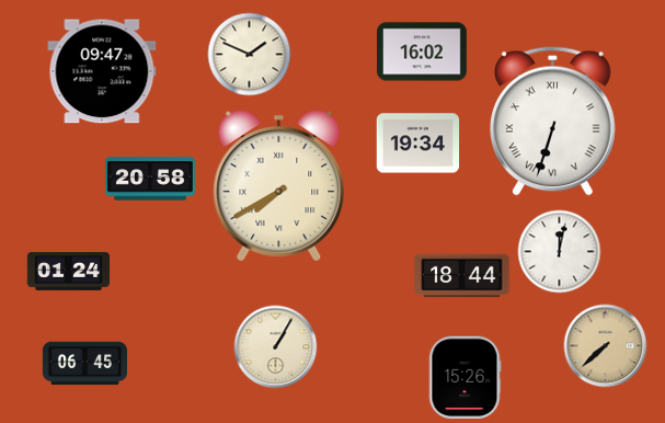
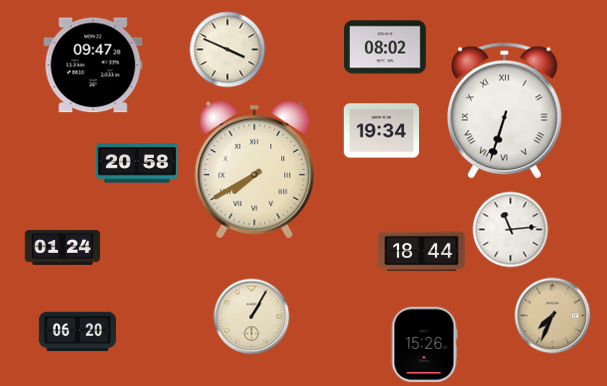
clock at (423, 52): 16:02 -> 08:02
clock at (250, 55): 1:49 -> 3:49
clock at (560, 252): 12:02 -> 11:14
clock at (606, 346): 7:38 -> 7:34
clock at (84, 364): 06:45 -> 06:20
